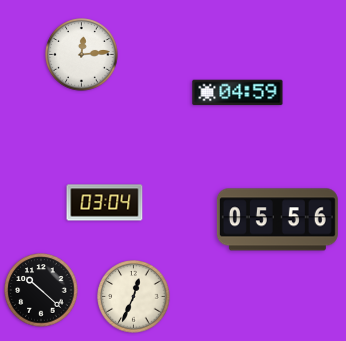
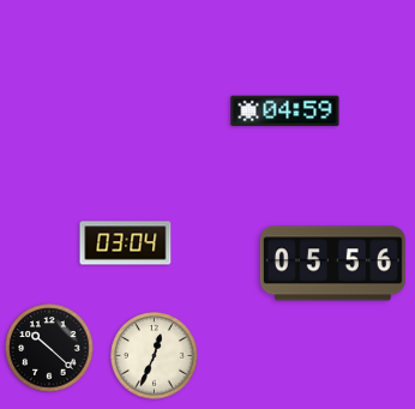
clock at (82, 55): 12:14 -> none
clock at (134, 297) position: (134, 297) -> (155, 356)
